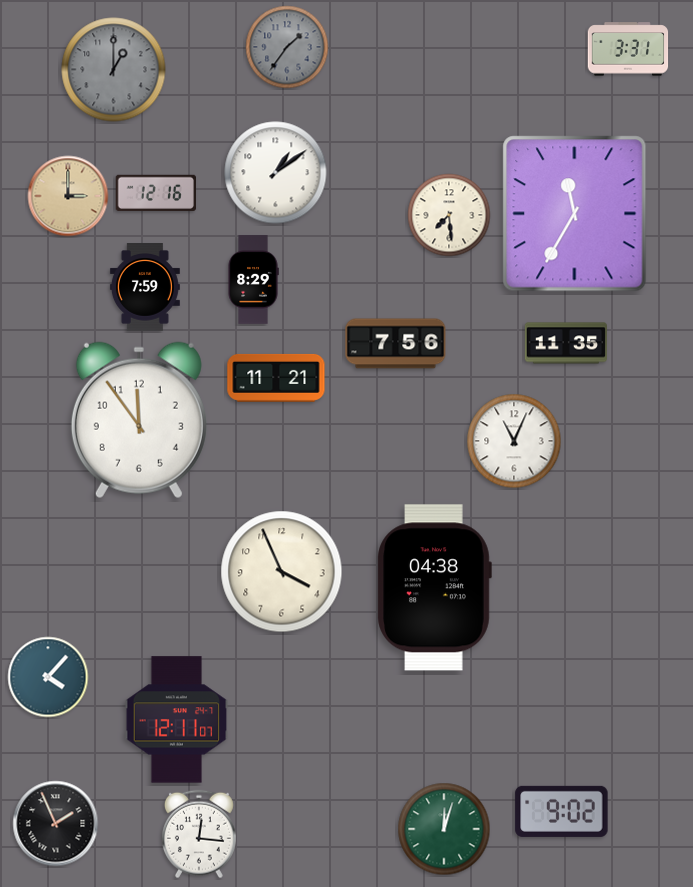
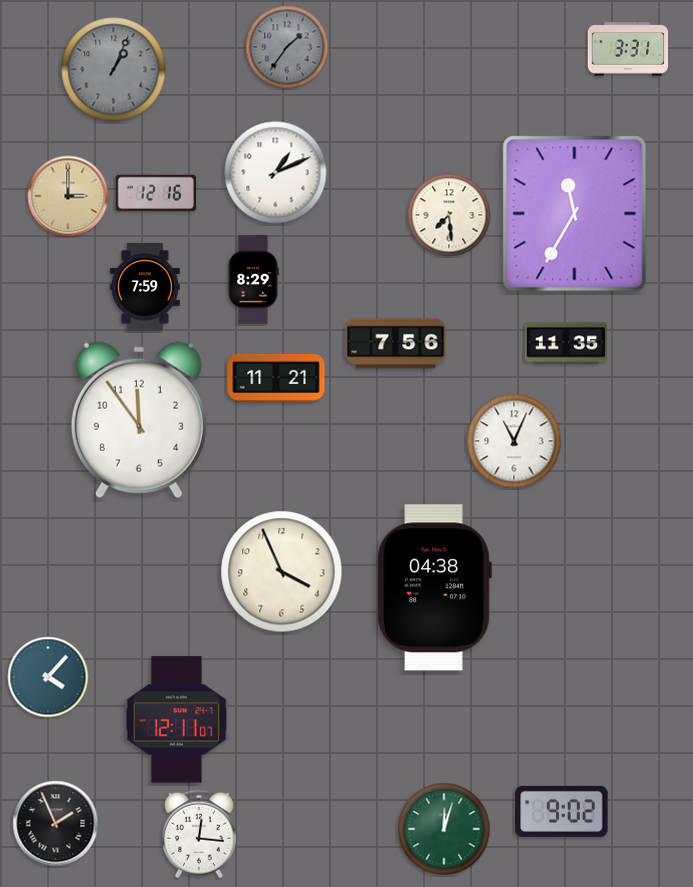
clock at (114, 70): 1:00 -> 1:04
clock at (276, 173): 1:09 -> 1:11
